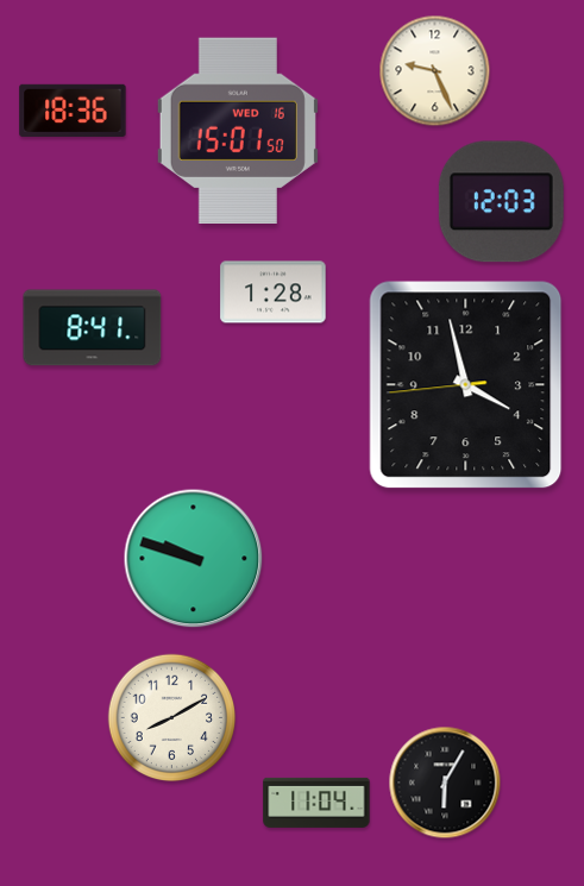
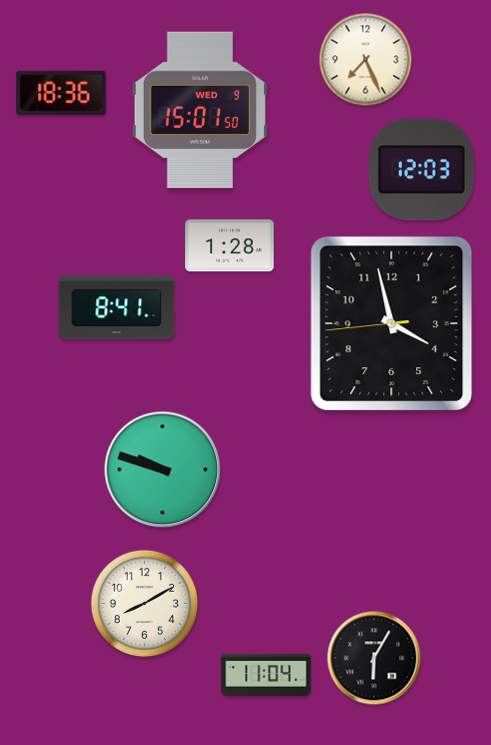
clock at (435, 71): 9:26 -> 7:26
clock at (238, 130) date: WED 16 -> WED 9
clock at (93, 328) position: (93, 328) -> (117, 308)
